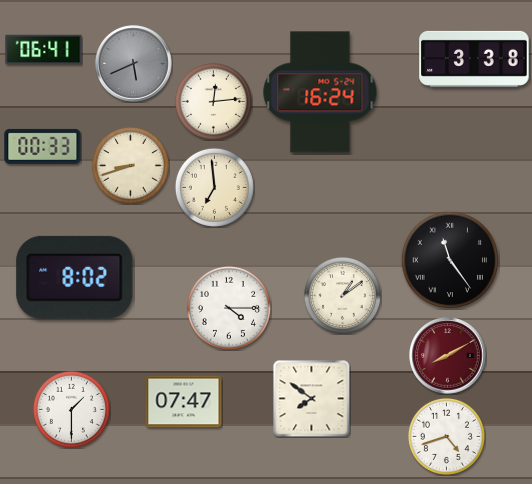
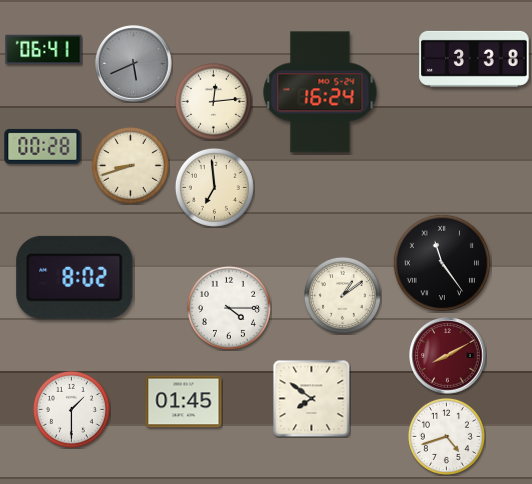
clock at (43, 146): 00:33 -> 00:28
clock at (449, 259) position: (449, 259) -> (441, 262)
clock at (184, 402): 07:47 -> 01:45
